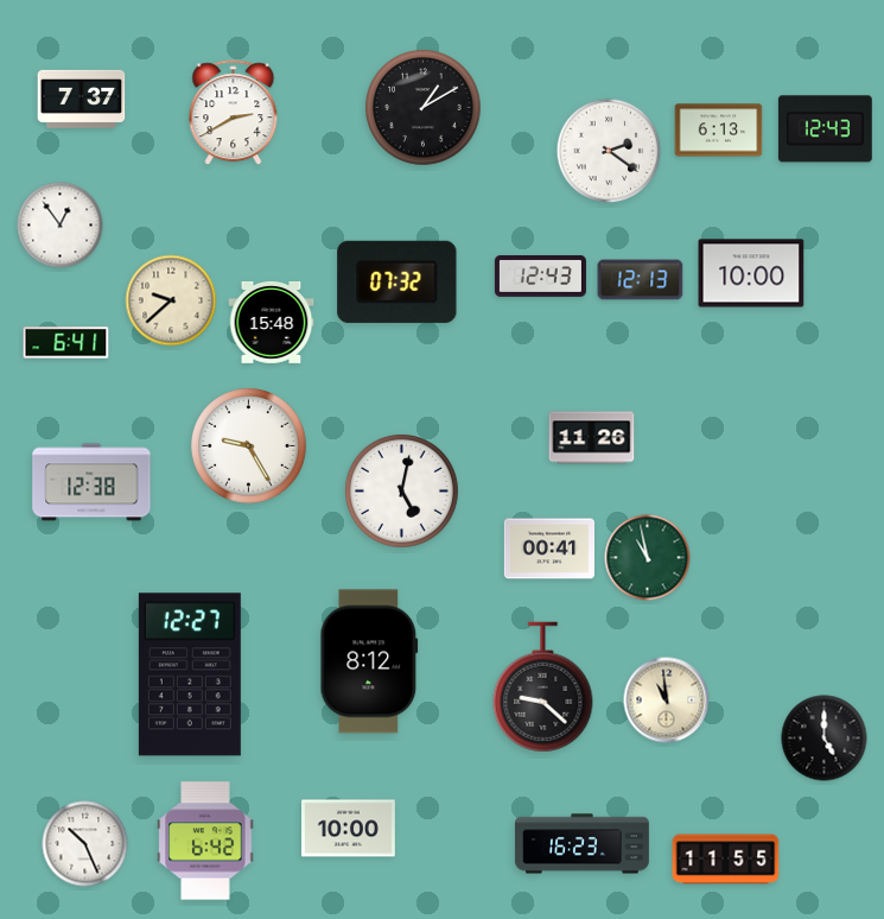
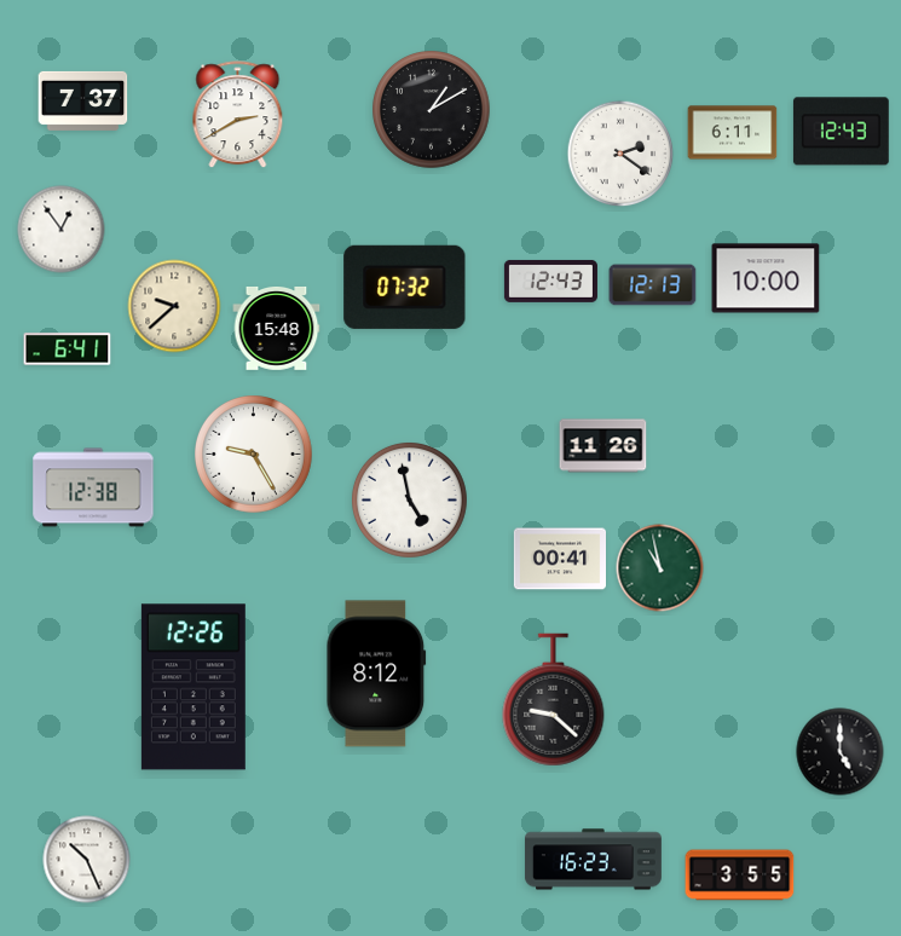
clock at (719, 131): 6:13 -> 6:11
clock at (91, 482) position: (91, 482) -> (93, 487)
clock at (401, 490): 5:02 -> 4:58
clock at (190, 674): 12:27 -> 12:26
clock at (667, 701): 10:59 -> none
clock at (349, 829): 10:00 -> none
clock at (205, 841): 6:42 -> none
clock at (726, 860): 11:55 -> 3:55
